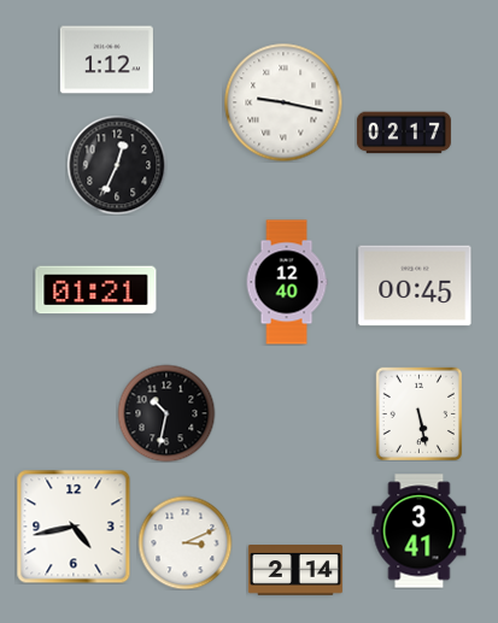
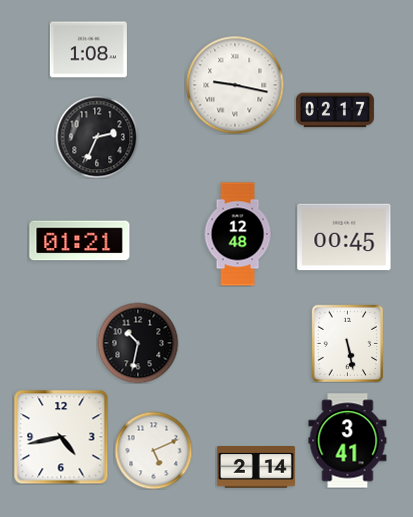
clock at (106, 60): 1:12 -> 1:08
clock at (117, 165): 12:34 -> 2:34
clock at (287, 282): 12:40 -> 12:48
clock at (184, 542): 3:11 -> 5:11
clock at (295, 571) position: (295, 571) -> (256, 468)
